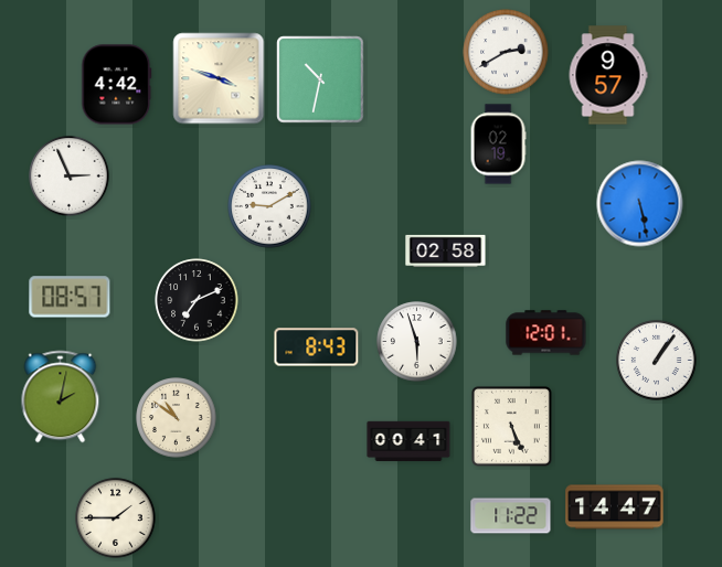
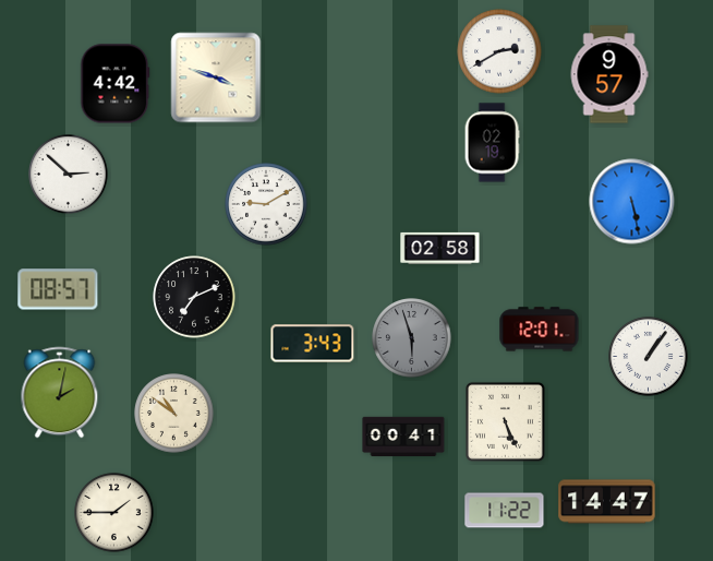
clock at (608, 75) position: (608, 75) -> (609, 74)
clock at (320, 79): 10:32 -> none
clock at (70, 176): 2:56 -> 2:52
clock at (70, 297) position: (70, 297) -> (58, 289)
clock at (417, 342) dial: white -> grey
clock at (317, 347): 8:43 -> 3:43
